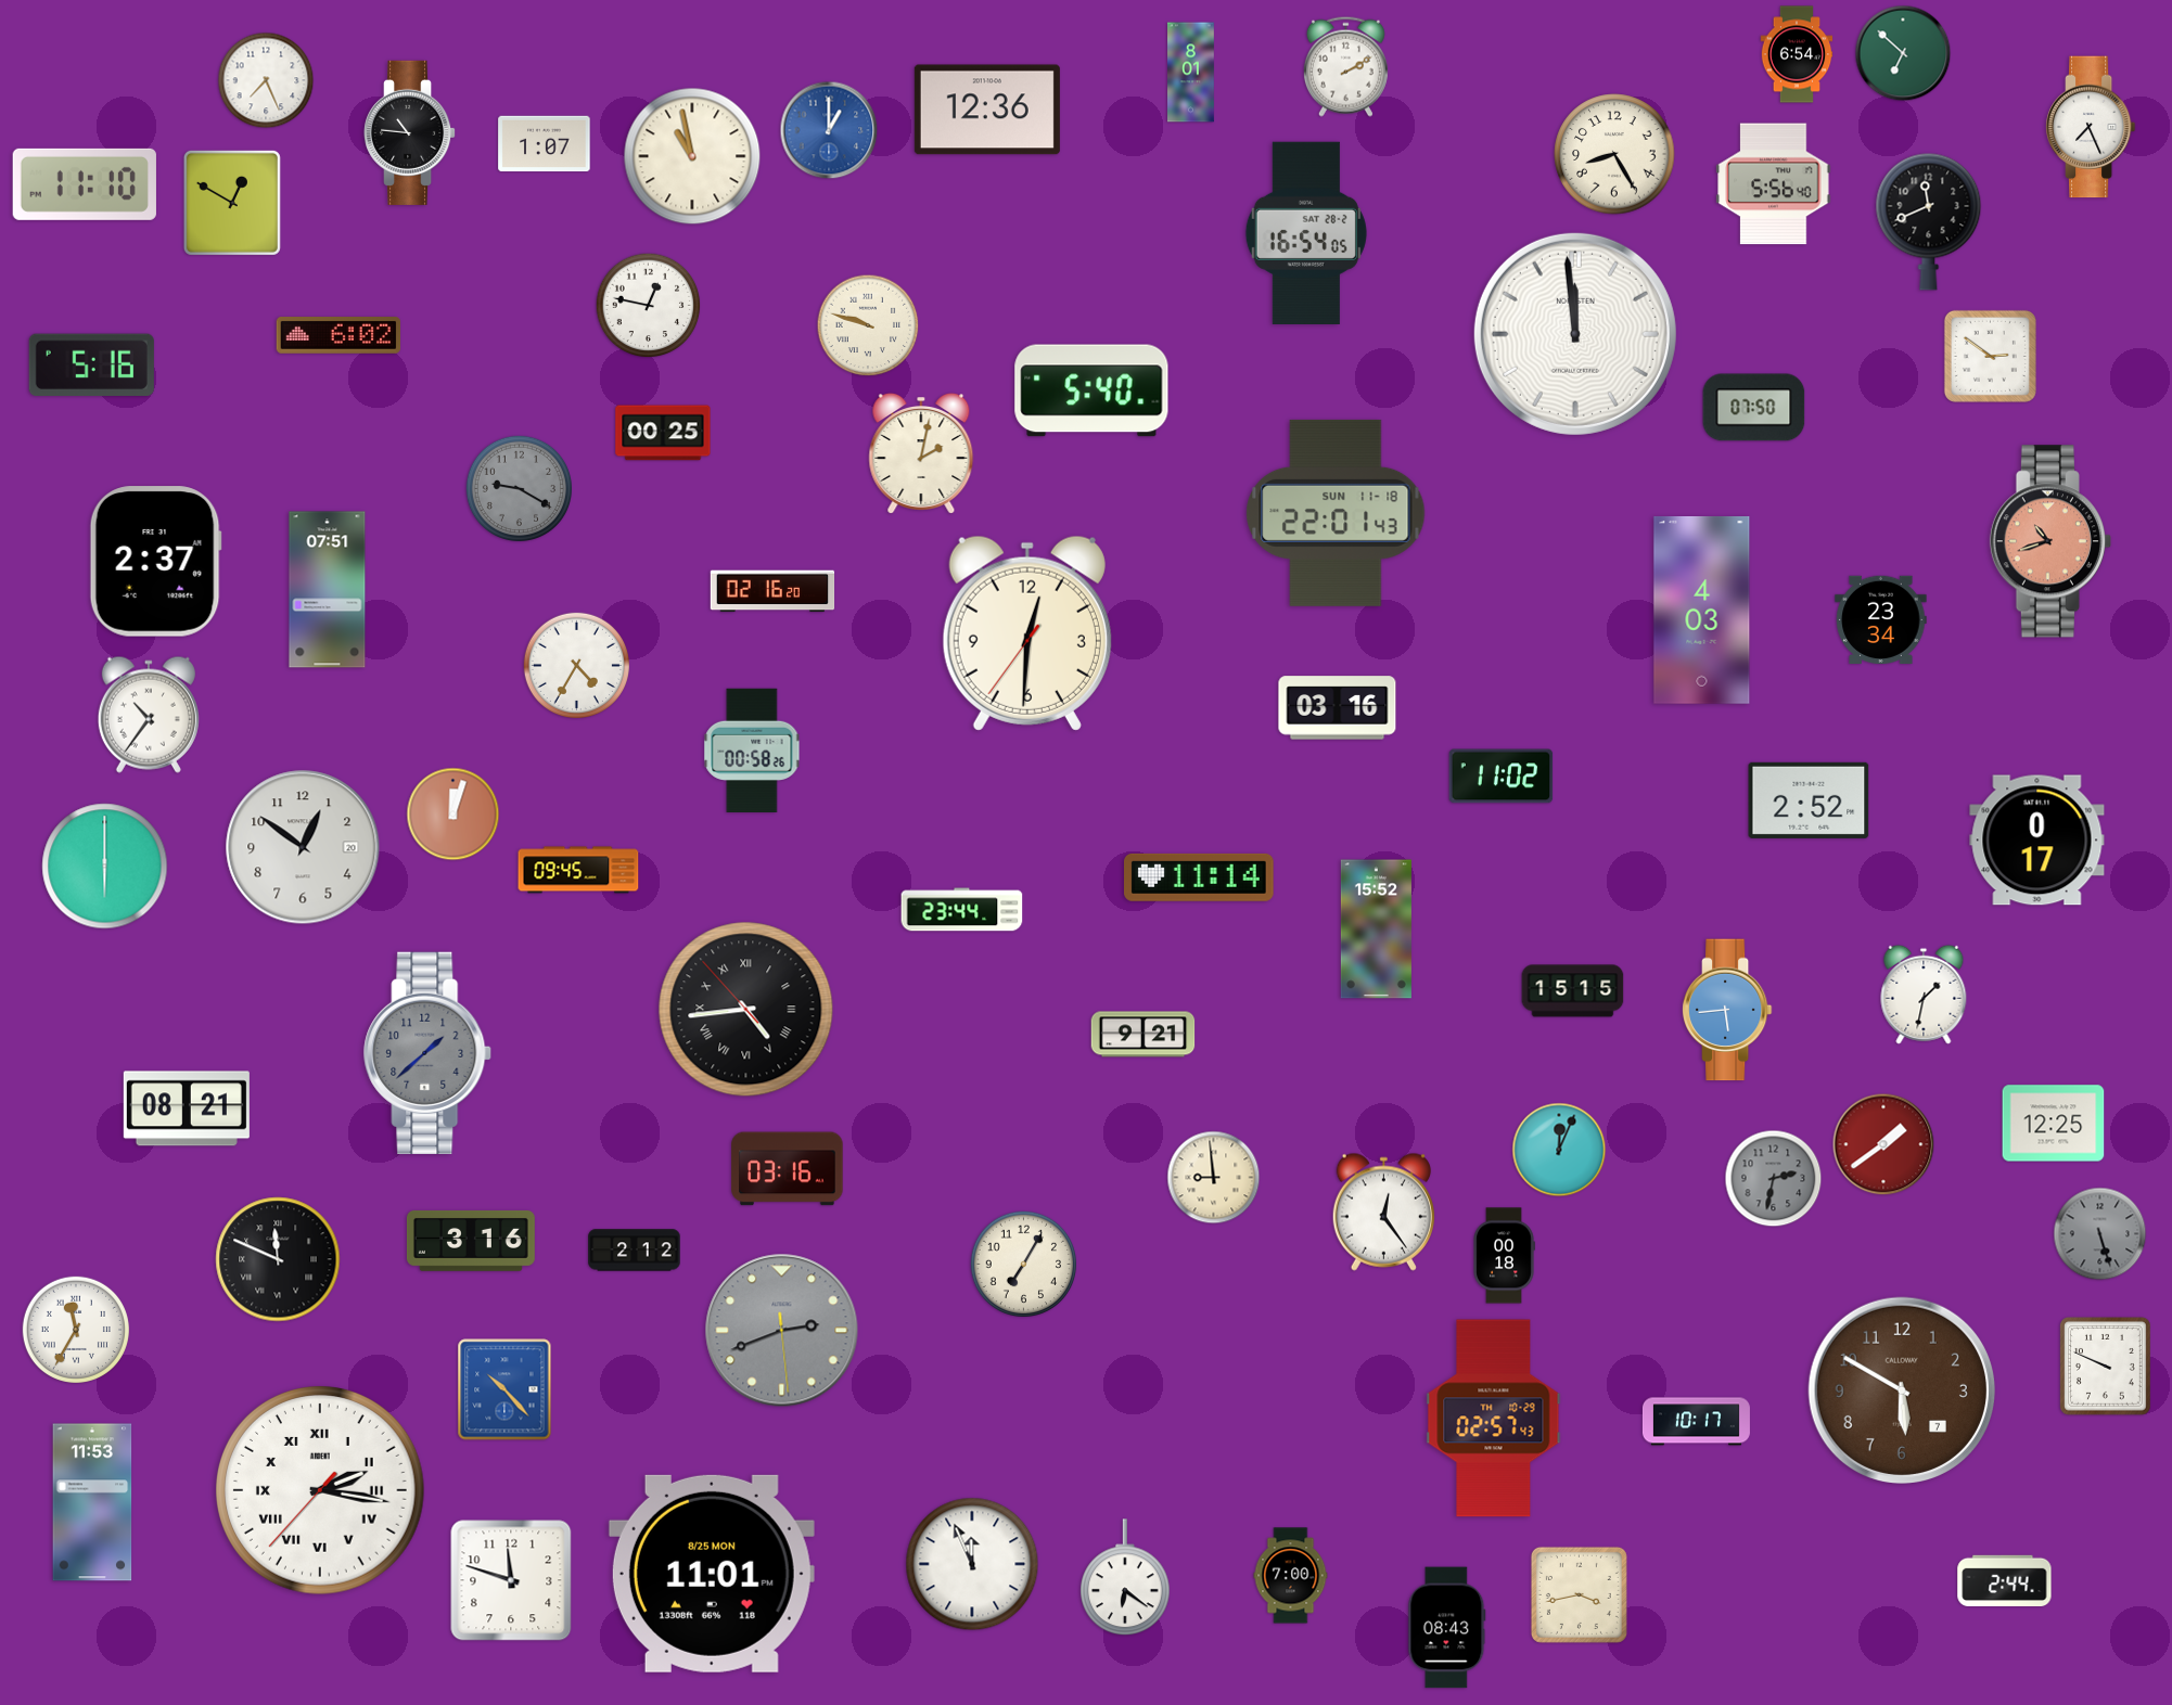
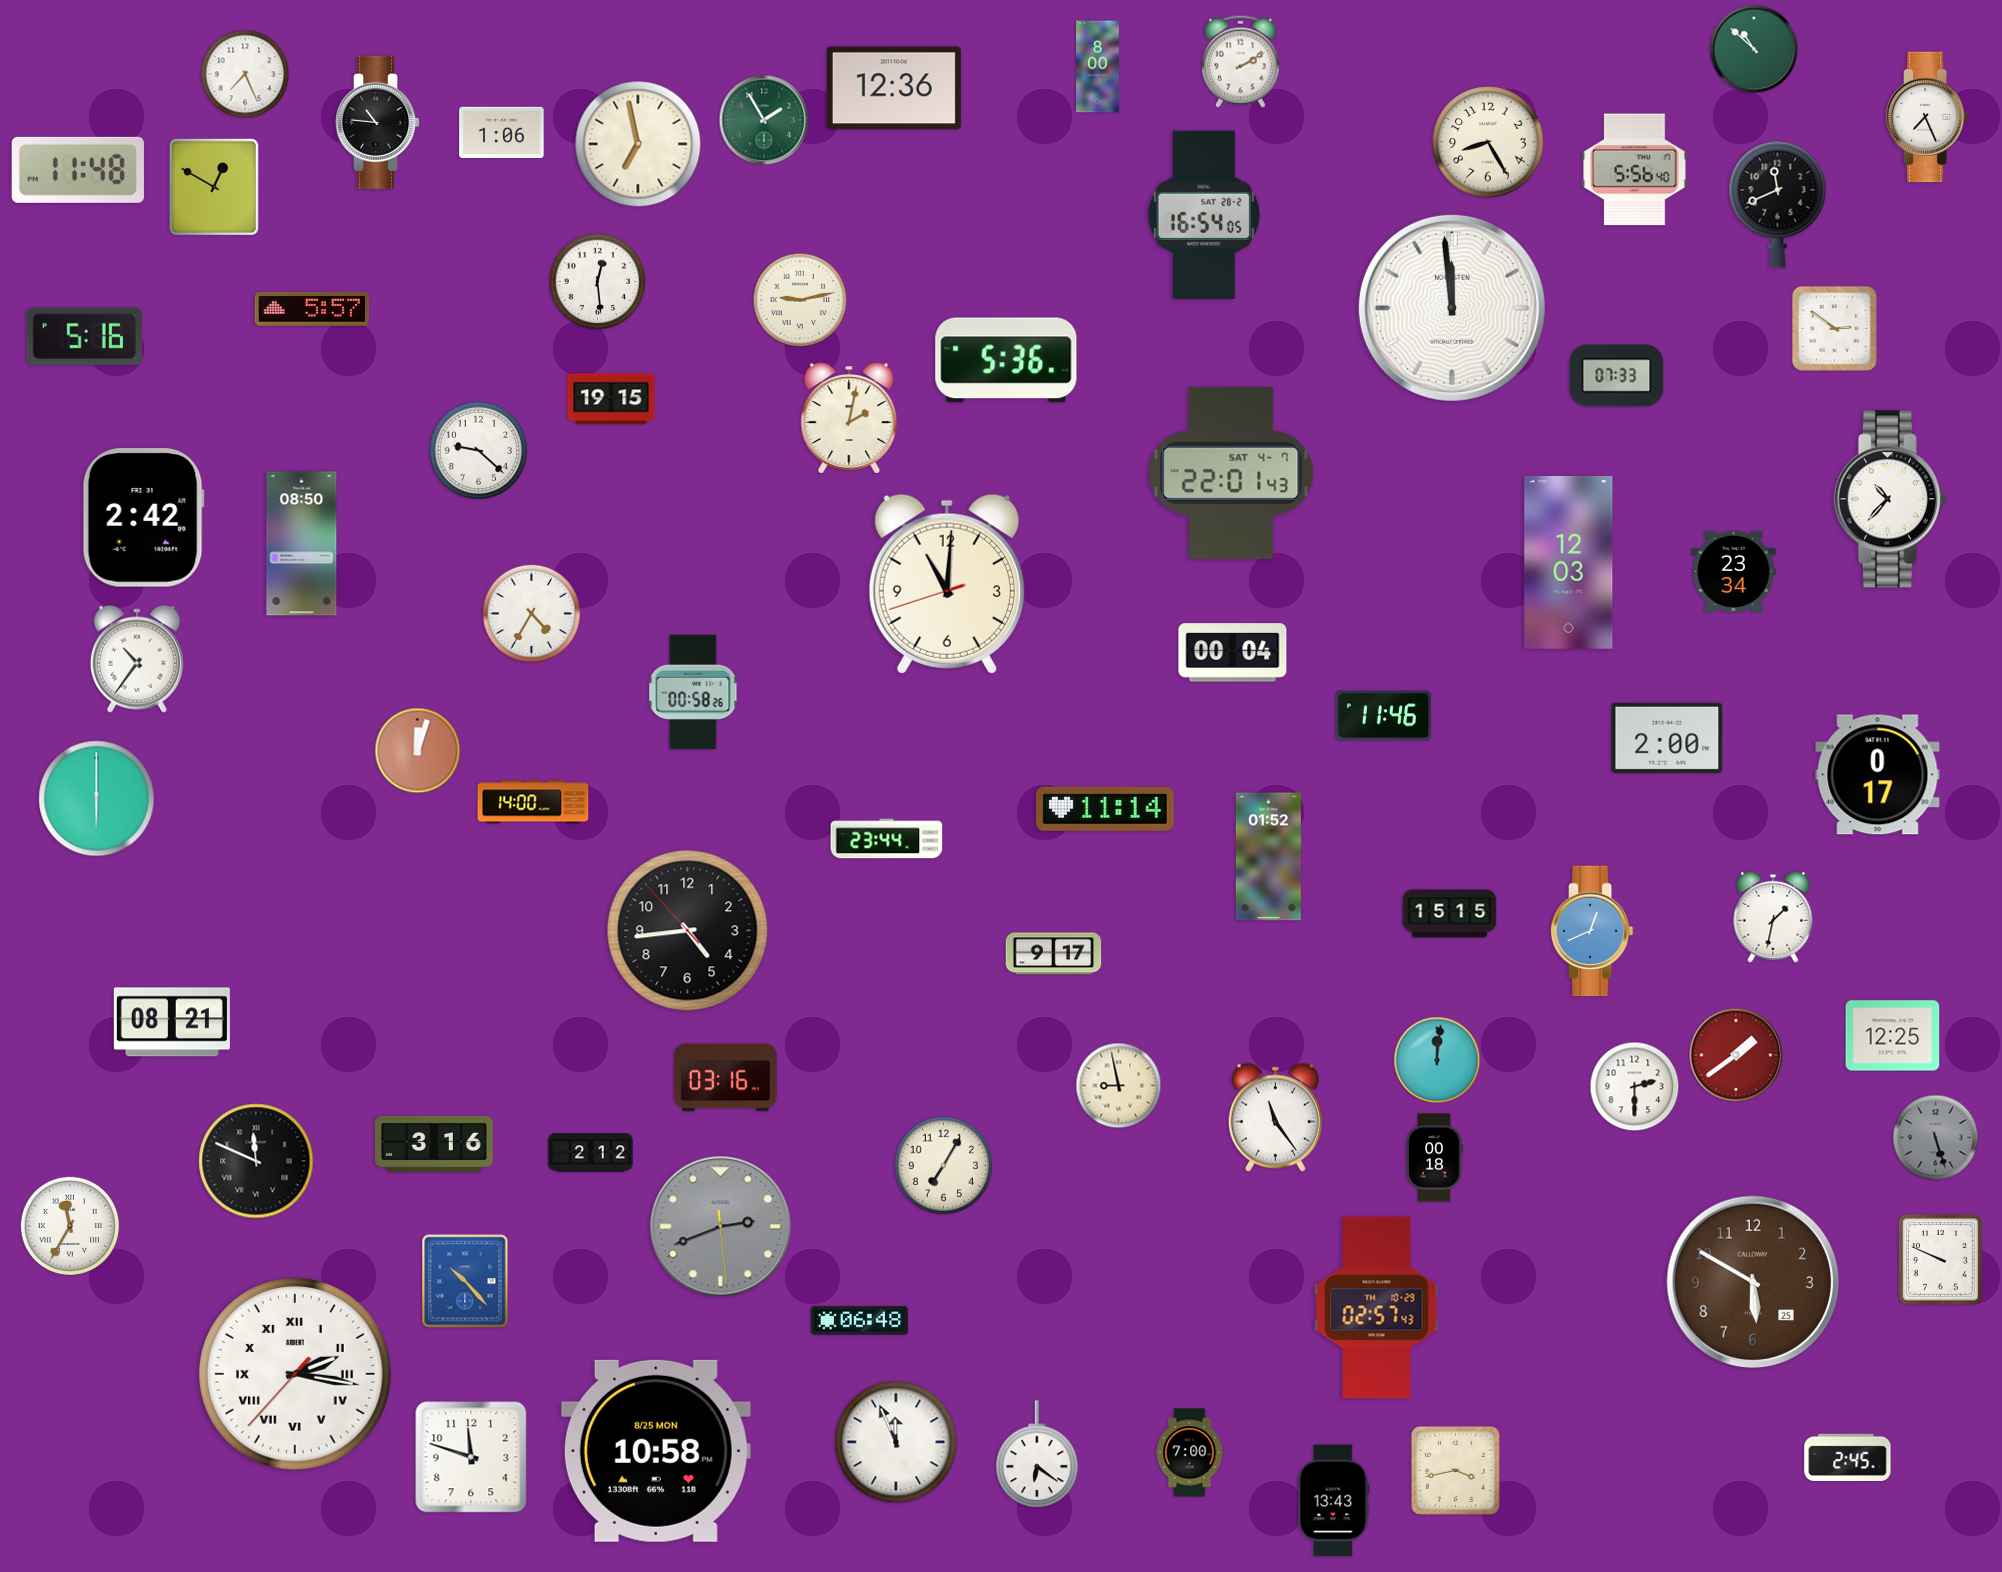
clock at (1903, 53): 6:52 -> 10:52
clock at (1797, 54): 6:54 -> none
clock at (1191, 73): 8:01 -> 8:00
clock at (987, 110) position: (987, 110) -> (894, 88)
clock at (829, 130): 1:00 -> 1:55
clock at (829, 130) dial: blue -> green
clock at (545, 144): 1:07 -> 1:06
clock at (692, 156): 10:58 -> 6:58
clock at (85, 184): 11:10 -> 11:48
clock at (649, 306): 12:47 -> 12:29
clock at (868, 325): 9:48 -> 9:13
clock at (337, 336): 6:02 -> 5:57
clock at (1091, 390): 5:40 -> 5:36
clock at (1754, 408): 07:50 -> 07:33
clock at (663, 433): 00:25 -> 19:15
clock at (519, 488): 9:20 -> 9:22
clock at (519, 488) dial: grey -> white
clock at (1336, 513) date: SUN 11-18 -> SAT 4-7
clock at (2050, 541): 10:42 -> 10:37
clock at (2050, 541) dial: salmon -> white
clock at (155, 562): 2:37 -> 2:42
clock at (328, 590): 07:51 -> 08:50
clock at (772, 591): 02:16 -> none
clock at (1702, 611): 4:03 -> 12:03
clock at (1027, 633): 12:30 -> 11:00
clock at (1338, 708): 03:16 -> 00:04
clock at (1502, 777): 11:02 -> 11:46
clock at (1809, 800): 2:52 -> 2:00
clock at (303, 847): 12:51 -> none
clock at (578, 870): 09:45 -> 14:00
clock at (1376, 930): 15:52 -> 01:52
clock at (746, 1010) numerals: Roman -> Arabic
clock at (1727, 1010): 5:44 -> 12:41
clock at (1144, 1035): 9:21 -> 9:17
clock at (429, 1053): 1:38 -> none
clock at (1559, 1150): 12:04 -> 12:01
clock at (1214, 1178): 8:59 -> 8:58
clock at (1774, 1179): 2:32 -> 2:30
clock at (1774, 1179) dial: grey -> white
clock at (1383, 1212): 12:24 -> 11:24
clock at (635, 1251) position: (635, 1251) -> (591, 1153)
clock at (1504, 1256) position: (1504, 1256) -> (1434, 1158)
clock at (1901, 1389) date: 7 -> 25
clock at (1696, 1422): 10:17 -> none
clock at (859, 1321): none -> 06:48
clock at (92, 1502): 11:53 -> none
clock at (712, 1574): 11:01 -> 10:58
clock at (2005, 1580): 2:44 -> 2:45
clock at (1447, 1628): 08:43 -> 13:43
